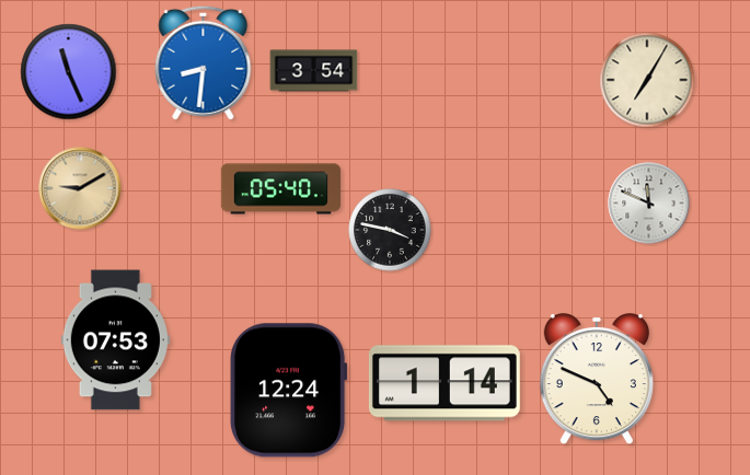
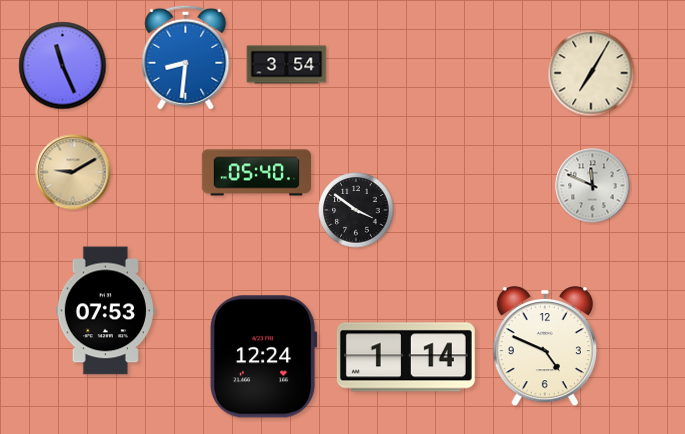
clock at (390, 230): 3:47 -> 3:51
clock at (445, 383) position: (445, 383) -> (406, 357)
